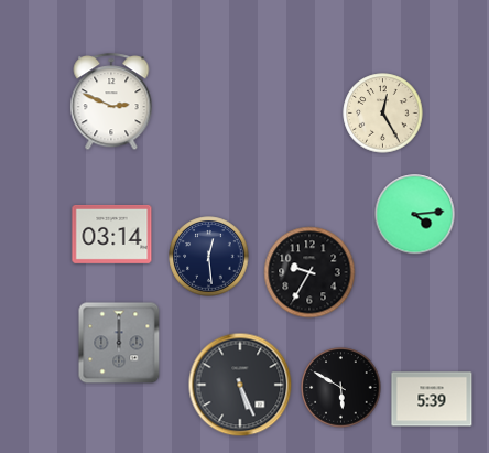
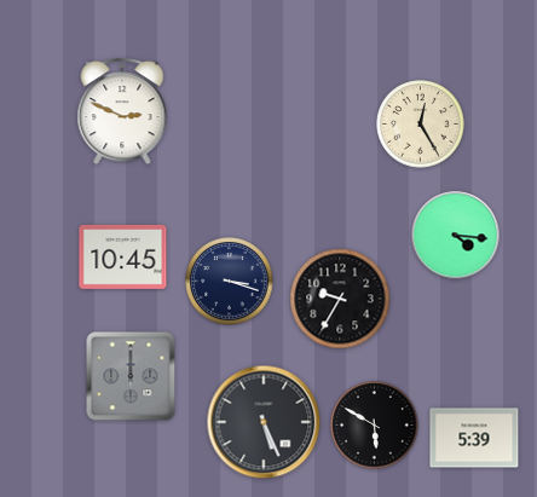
clock at (415, 215): 4:14 -> 4:16
clock at (112, 234): 03:14 -> 10:45
clock at (209, 257): 12:29 -> 3:18
